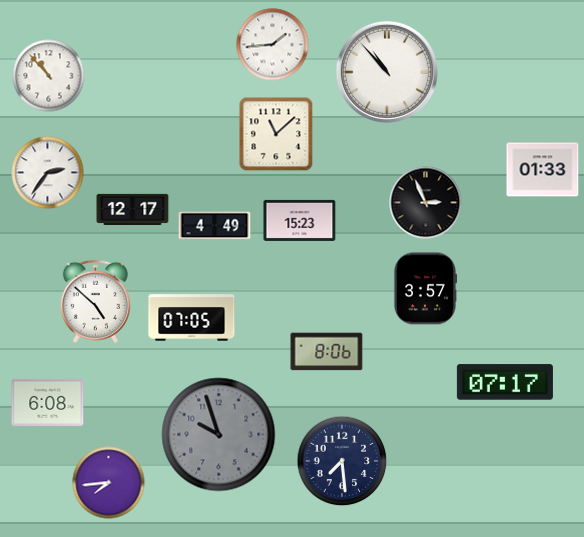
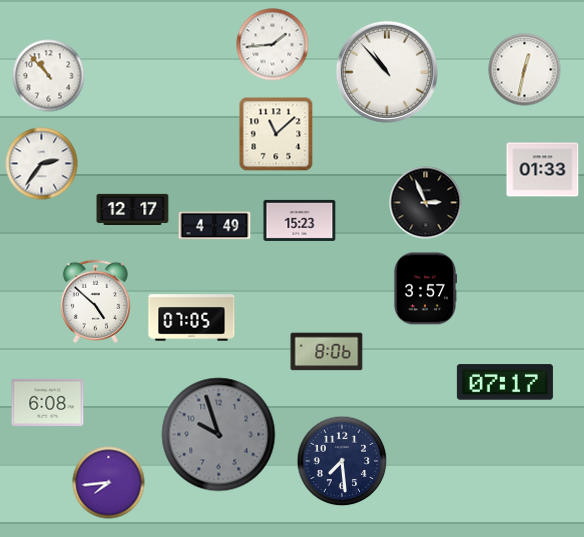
clock at (525, 70): none -> 12:32
clock at (48, 173) position: (48, 173) -> (42, 164)
